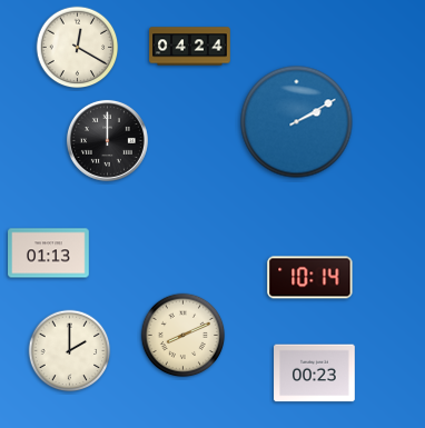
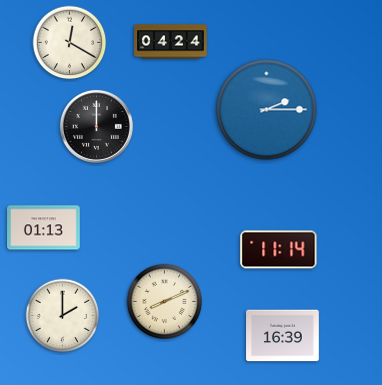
clock at (297, 122): 2:10 -> 2:15
clock at (310, 278): 10:14 -> 11:14
clock at (315, 374): 00:23 -> 16:39
